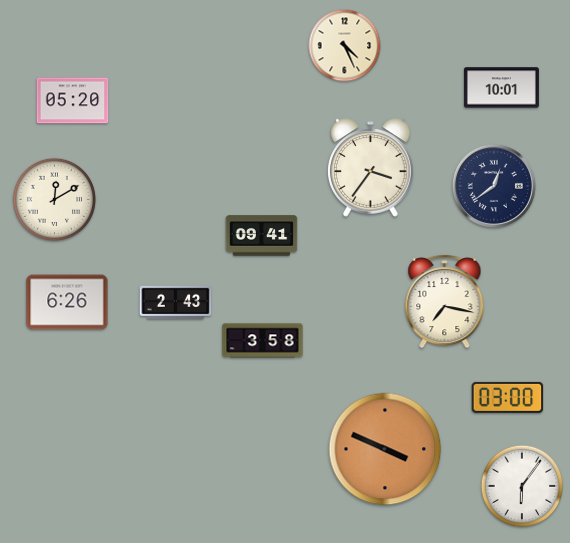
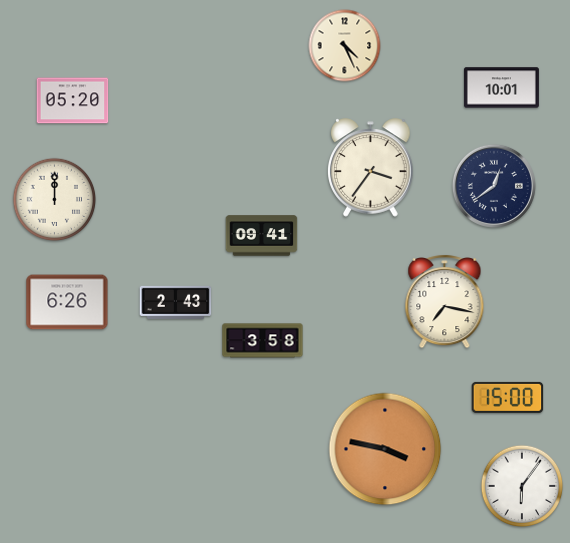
clock at (55, 200): 12:10 -> 12:00
clock at (508, 397): 03:00 -> 15:00
clock at (385, 449): 3:49 -> 3:47
